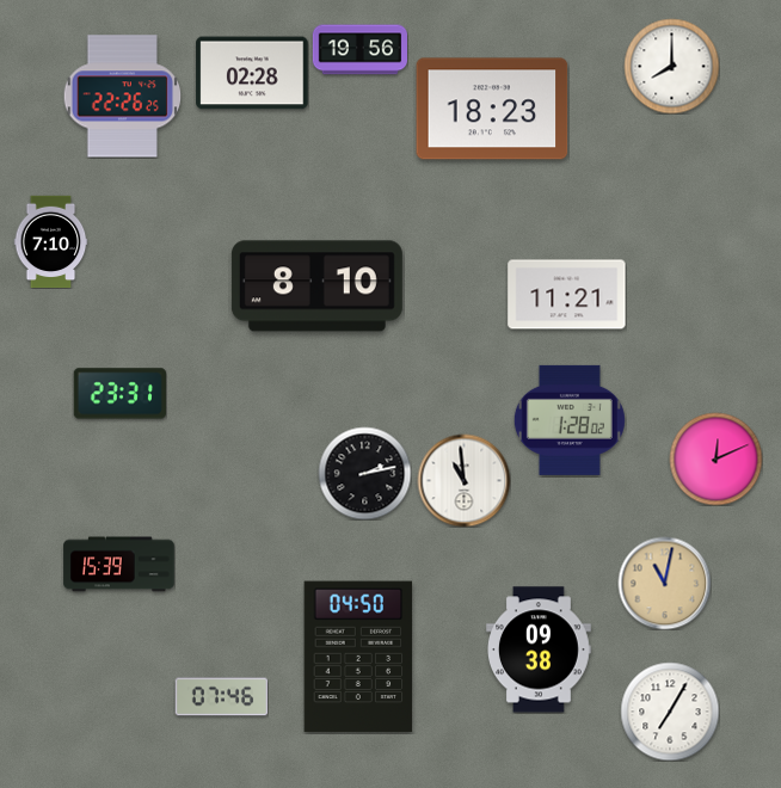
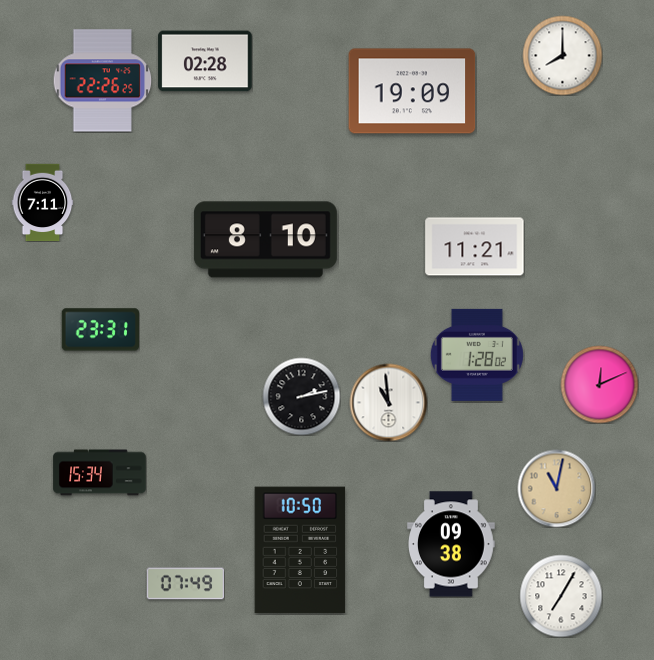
clock at (359, 50): 19:56 -> none
clock at (252, 73) position: (252, 73) -> (205, 61)
clock at (492, 109): 18:23 -> 19:09
clock at (51, 241): 7:10 -> 7:11
clock at (570, 420) position: (570, 420) -> (477, 355)
clock at (364, 473) position: (364, 473) -> (301, 396)
clock at (119, 565): 15:39 -> 15:34
clock at (358, 657): 04:50 -> 10:50
clock at (221, 697): 07:46 -> 07:49
